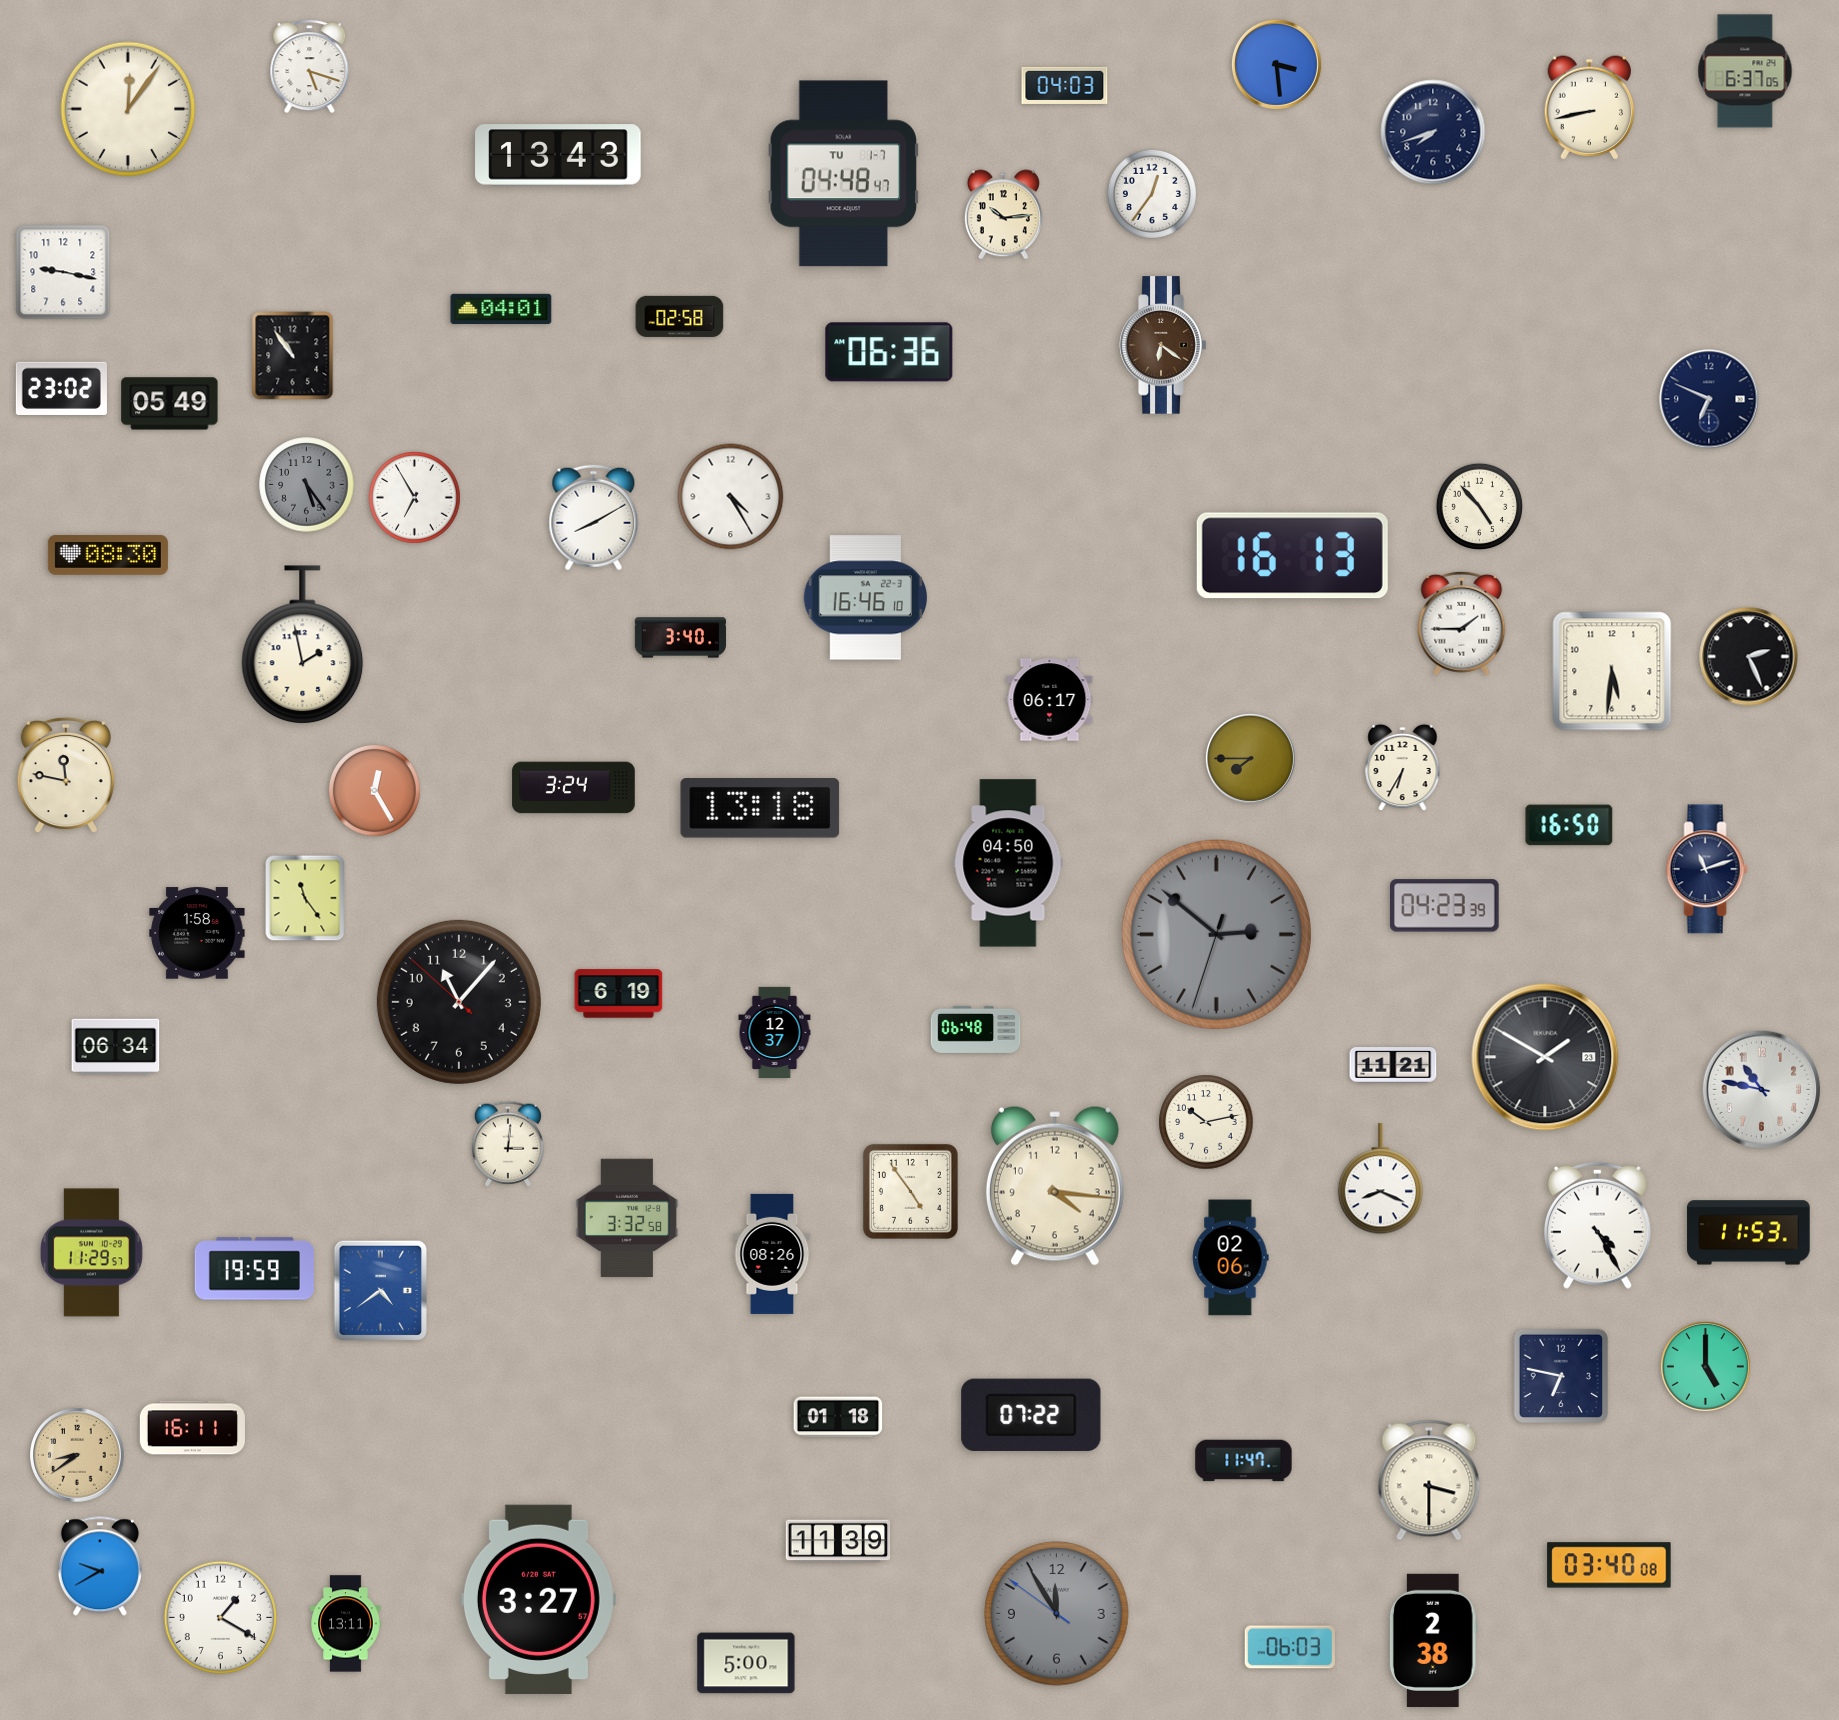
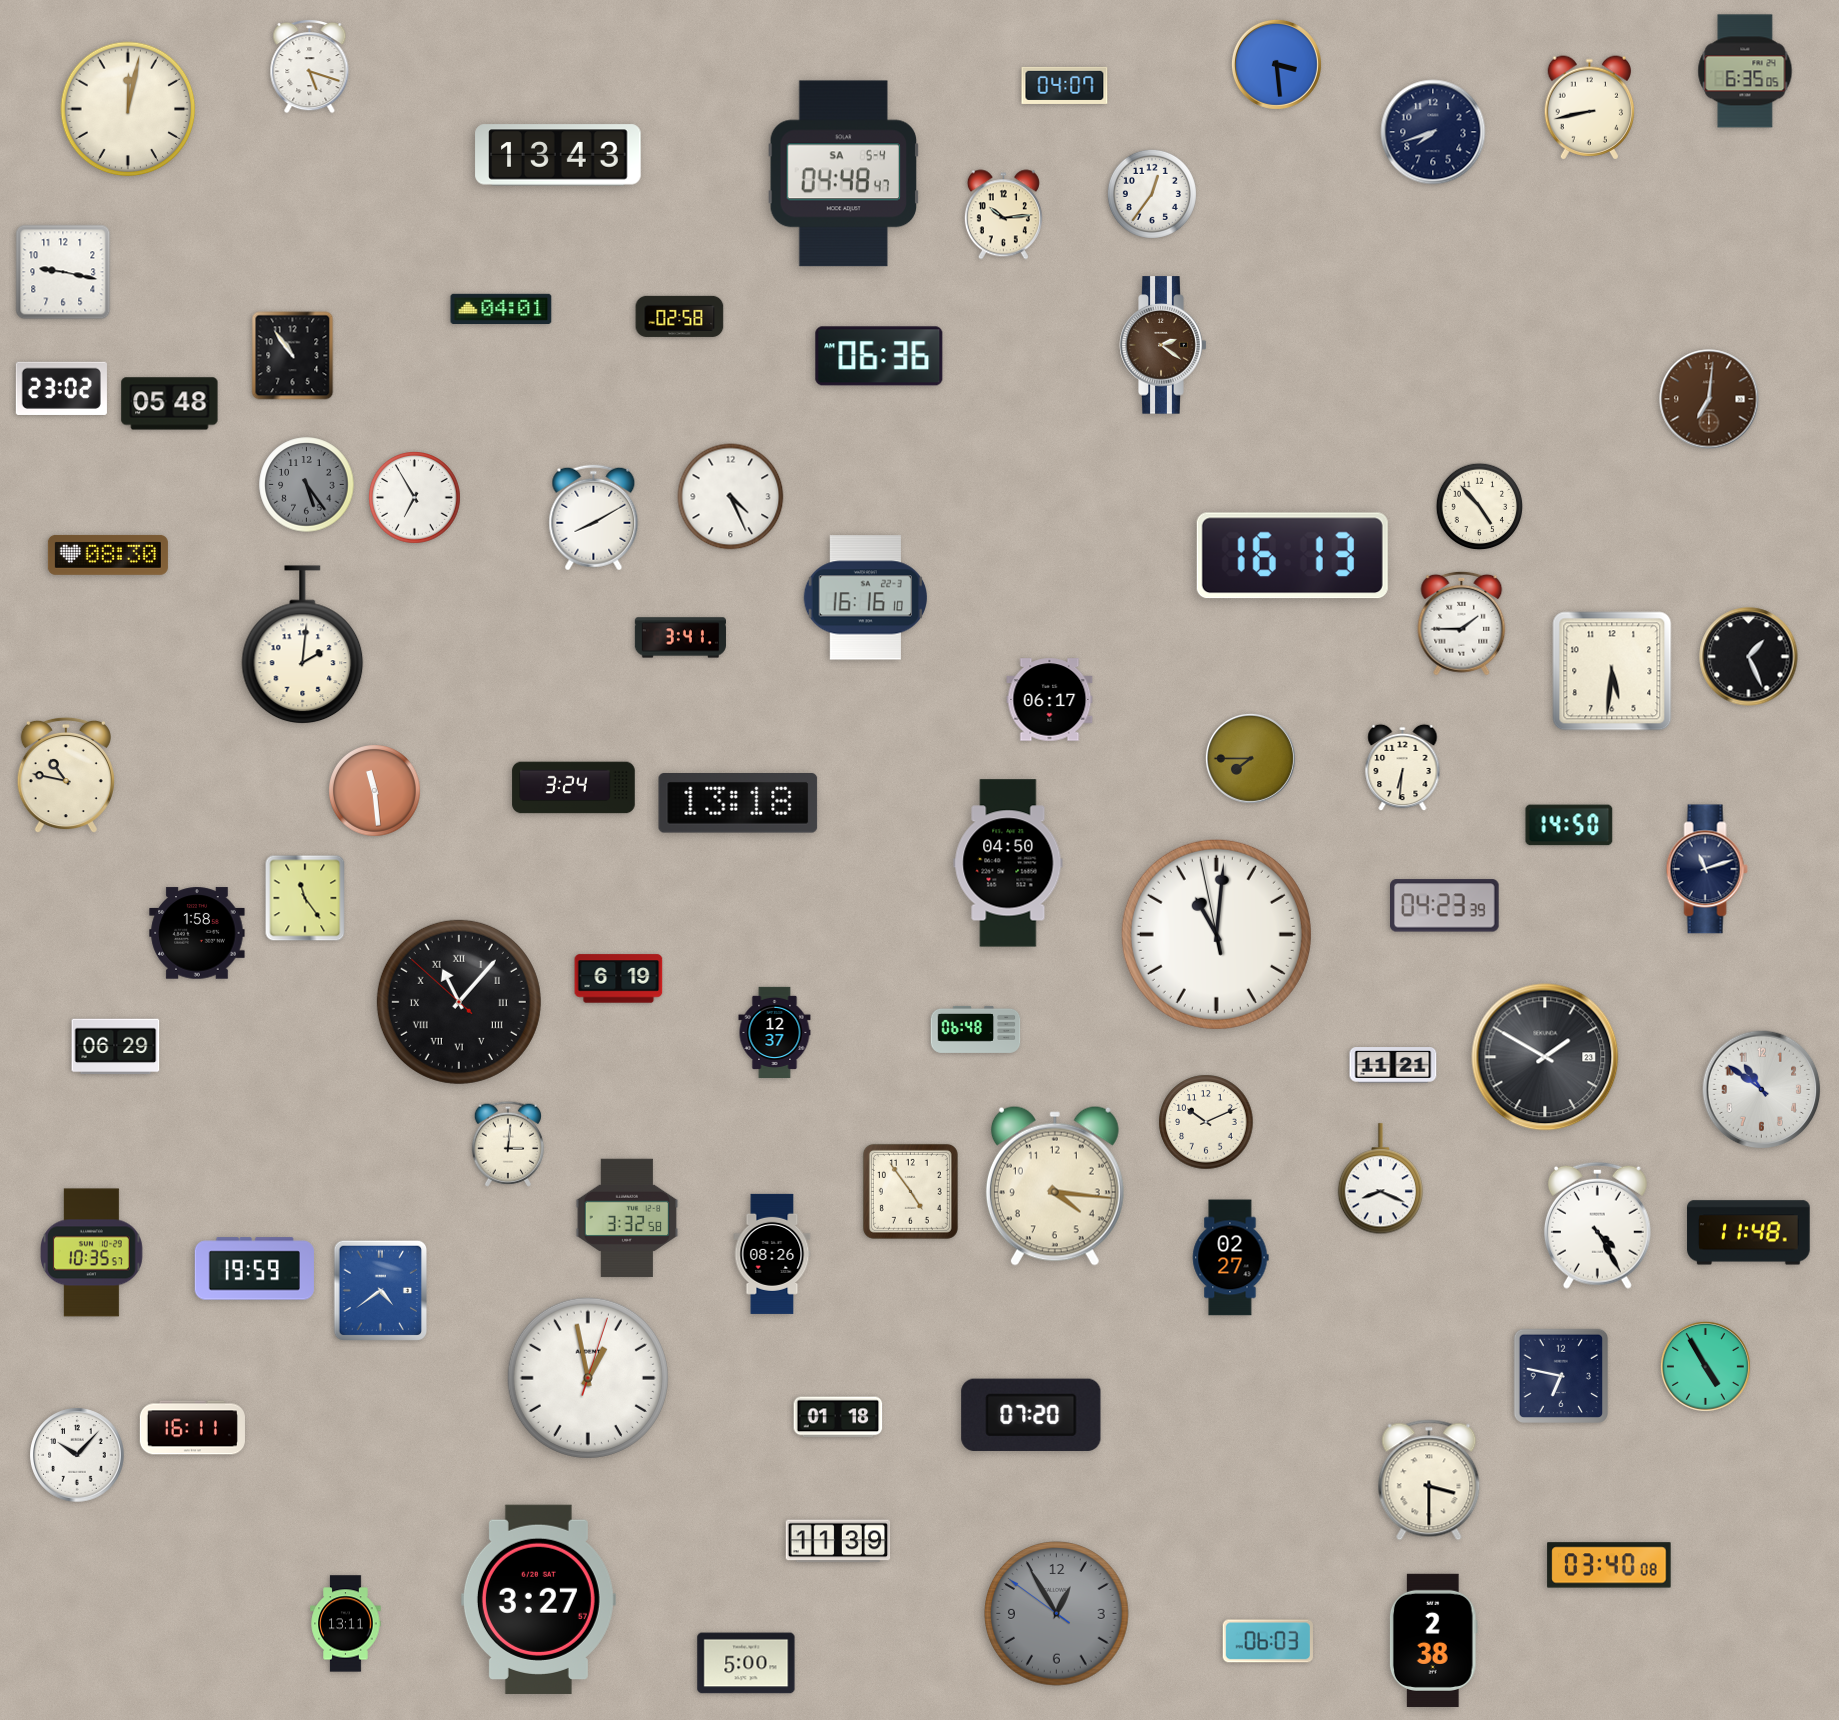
clock at (1745, 71): 6:37 -> 6:35
clock at (1065, 85): 04:03 -> 04:07
clock at (128, 109): 12:06 -> 12:02
clock at (843, 174) date: TU 1-7 -> SA 5-4
clock at (1163, 345): 6:21 -> 2:21
clock at (889, 352) position: (889, 352) -> (879, 356)
clock at (1709, 399): 6:49 -> 7:01
clock at (1709, 399) dial: navy -> brown
clock at (170, 404): 05:49 -> 05:48
clock at (731, 497): 4:25 -> 4:26
clock at (865, 598): 16:46 -> 16:16
clock at (680, 638): 3:40 -> 3:41
clock at (303, 645): 1:58 -> 2:01
clock at (1749, 657): 2:26 -> 1:26
clock at (1403, 768): 6:35 -> 6:31
clock at (66, 775): 11:47 -> 10:47
clock at (375, 791): 12:25 -> 11:29
clock at (760, 809) position: (760, 809) -> (738, 804)
clock at (1569, 825): 16:50 -> 14:50
clock at (1216, 934): 2:51 -> 11:00
clock at (1216, 934) dial: grey -> white
clock at (619, 994) position: (619, 994) -> (619, 979)
clock at (459, 1002) numerals: Arabic -> Roman
clock at (116, 1047): 06:34 -> 06:29
clock at (1762, 1090): 10:47 -> 10:51
clock at (1206, 1122): 10:13 -> 10:11
clock at (1749, 1233): 11:53 -> 11:48
clock at (92, 1253): 11:29 -> 10:35
clock at (1231, 1258): 02:06 -> 02:27
clock at (1705, 1366): 5:00 -> 4:55
clock at (587, 1377): none -> 12:58
clock at (1031, 1415): 07:22 -> 07:20
clock at (77, 1455): 8:39 -> 10:07
clock at (77, 1455) dial: champagne -> white
clock at (1244, 1461): 11:47 -> none
clock at (100, 1566): 9:40 -> none
clock at (1057, 1614): 11:54 -> 12:54
clock at (220, 1617): 1:20 -> none
clock at (1290, 1647) position: (1290, 1647) -> (1268, 1641)
